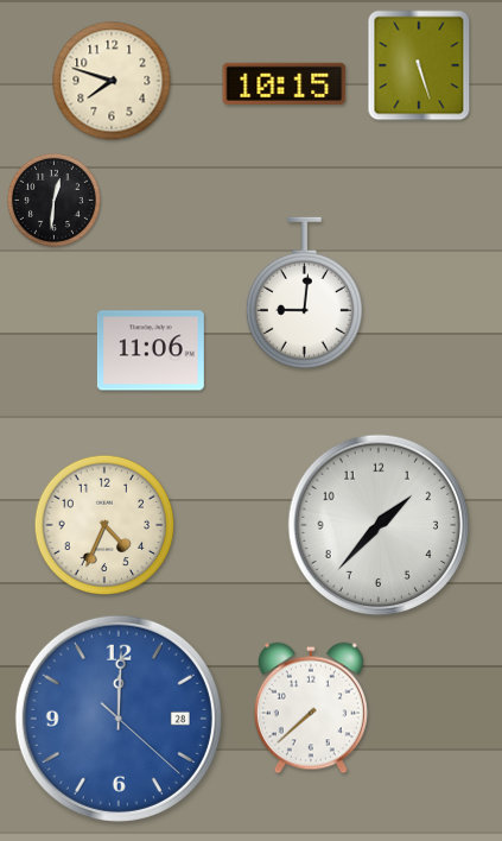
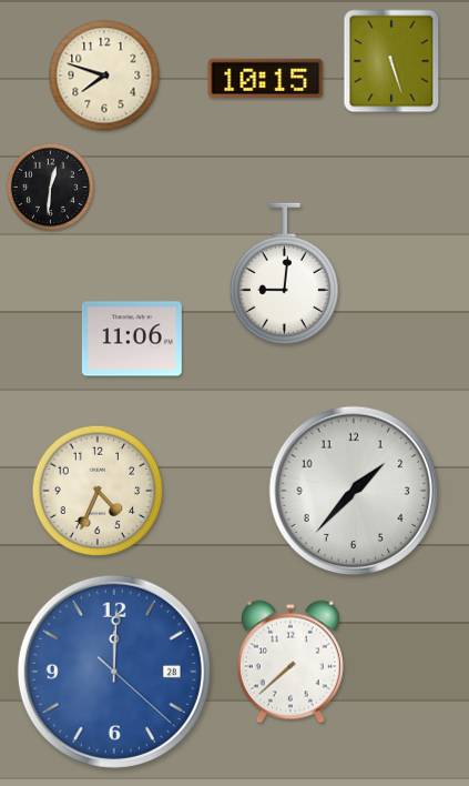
clock at (151, 350) position: (151, 350) -> (132, 339)
clock at (119, 719) position: (119, 719) -> (114, 672)
